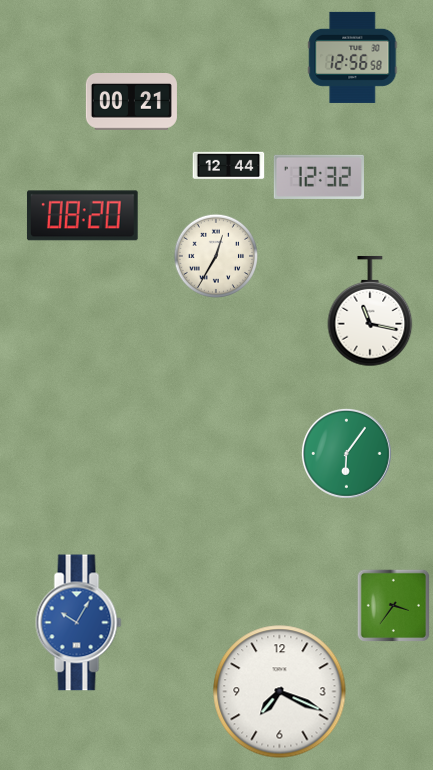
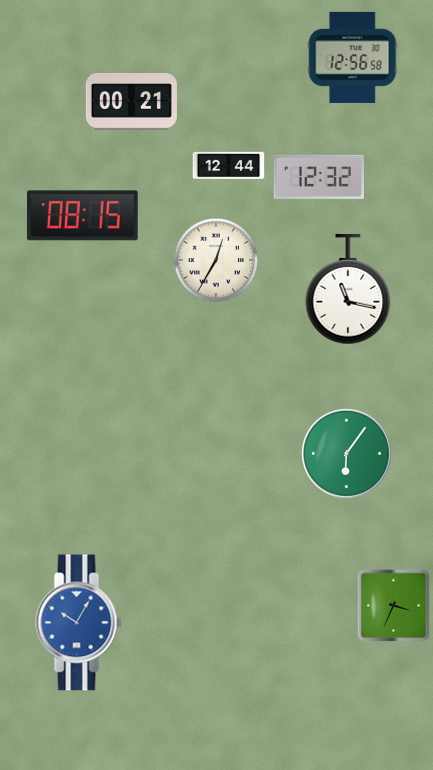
clock at (83, 216): 08:20 -> 08:15
clock at (215, 255) position: (215, 255) -> (215, 259)
clock at (370, 312) position: (370, 312) -> (348, 290)
clock at (393, 605): 3:36 -> 3:34
clock at (280, 692): 7:19 -> none
